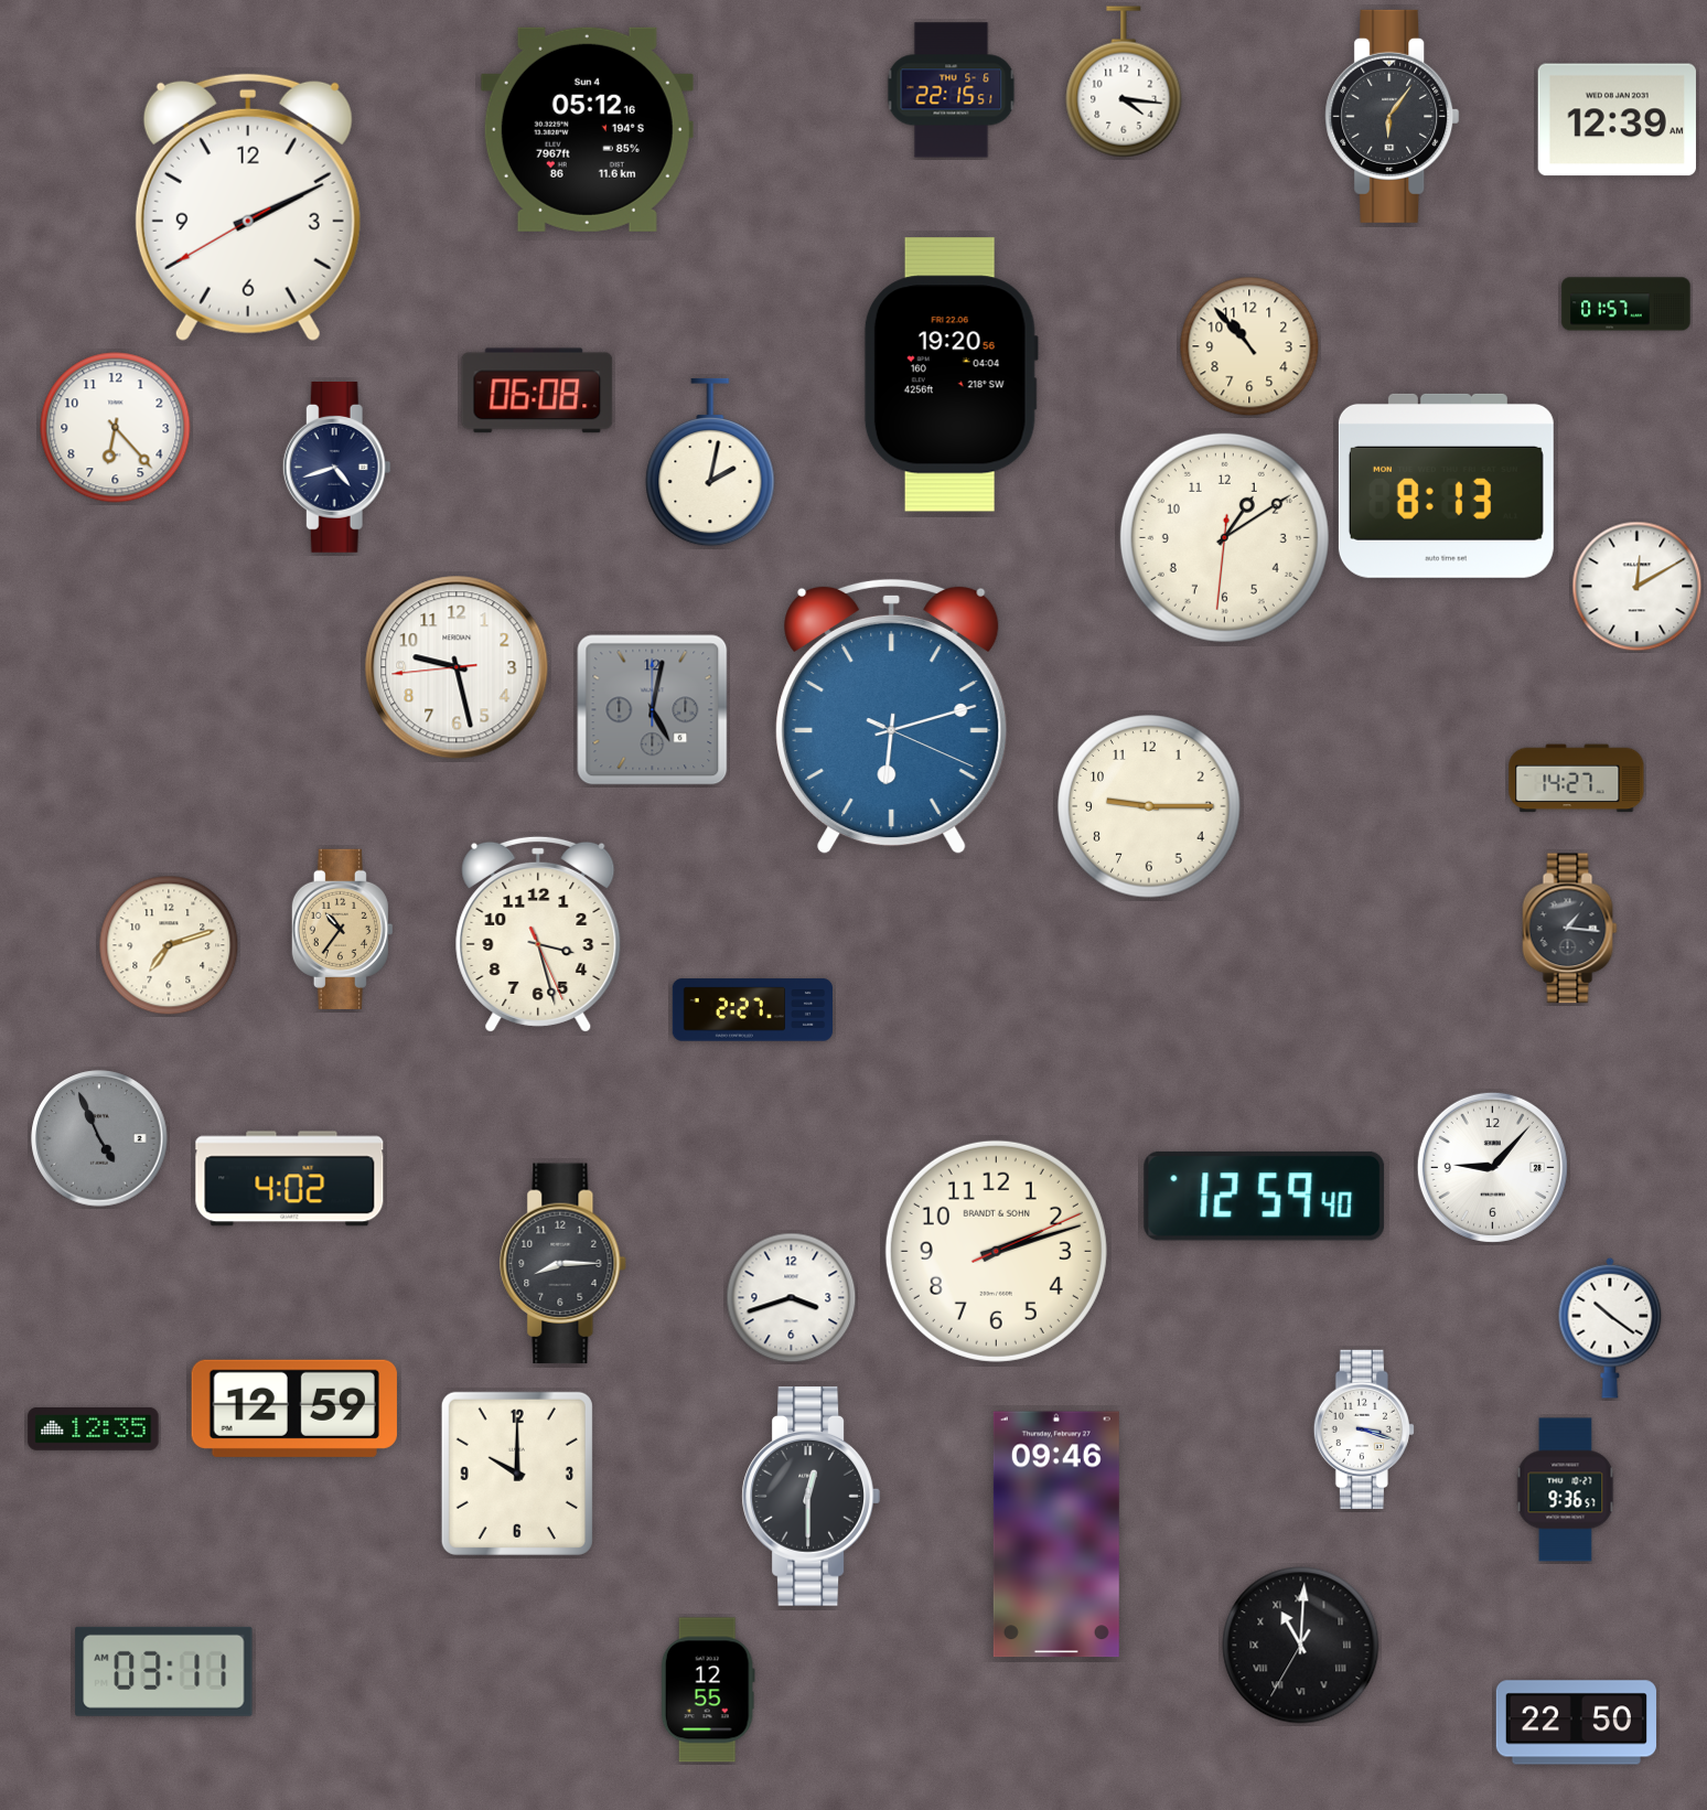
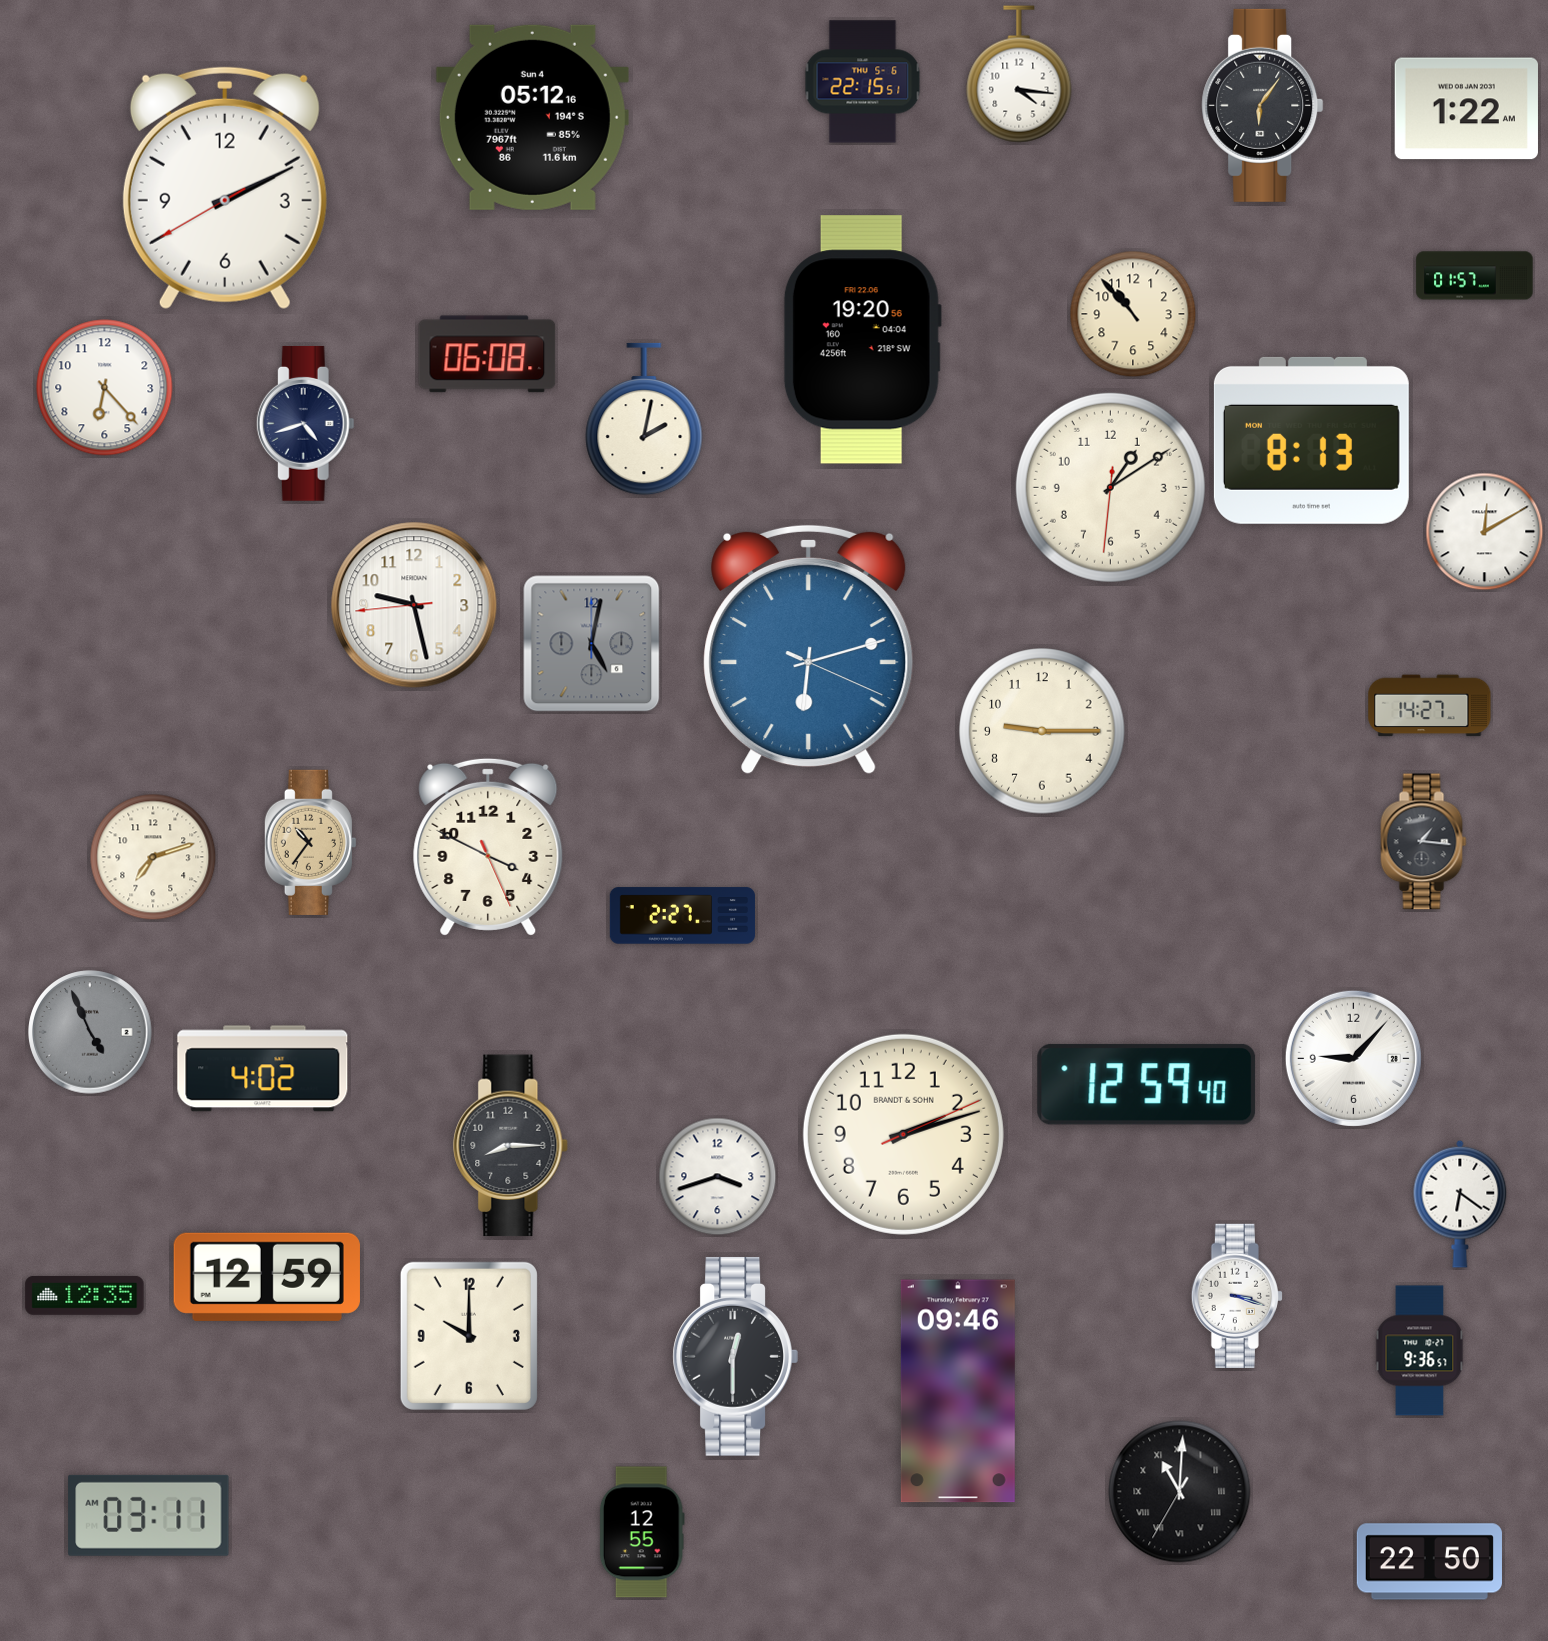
clock at (1617, 120): 12:39 -> 1:22
clock at (538, 934): 3:27 -> 3:49
clock at (1610, 1328): 10:21 -> 6:21
